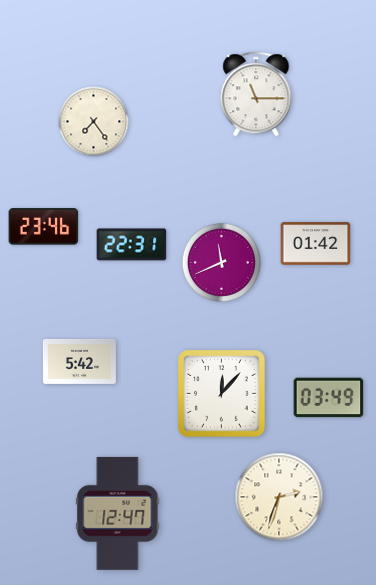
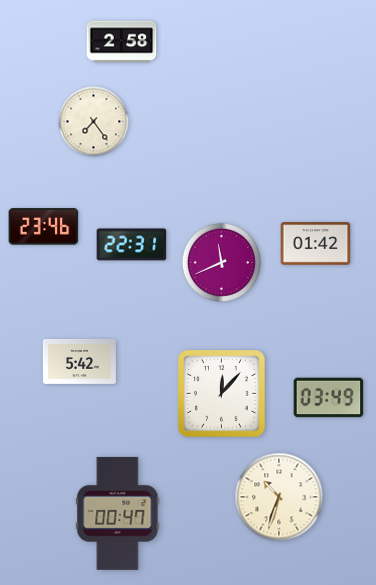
clock at (122, 42): none -> 2:58
clock at (256, 94): 11:15 -> none
clock at (279, 497): 2:33 -> 10:33
clock at (118, 513): 12:47 -> 00:47
